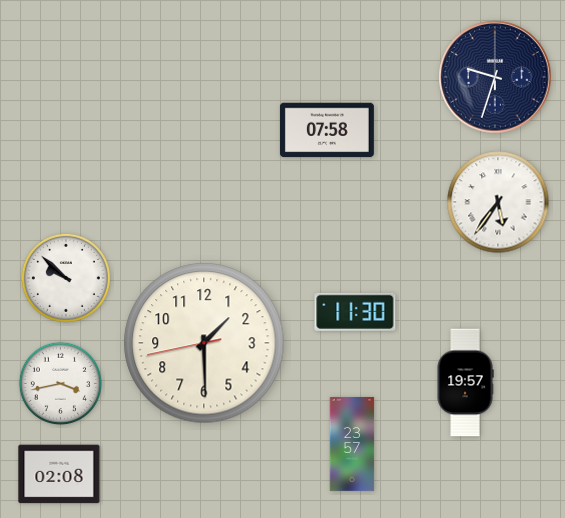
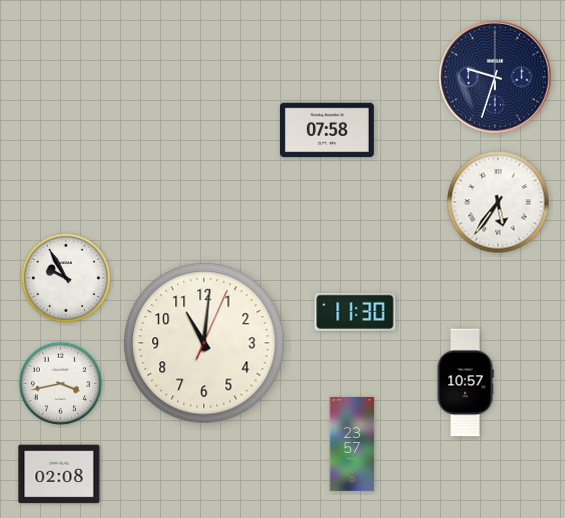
clock at (66, 278): 9:52 -> 9:55
clock at (204, 343): 1:29 -> 11:01
clock at (465, 383): 19:57 -> 10:57
